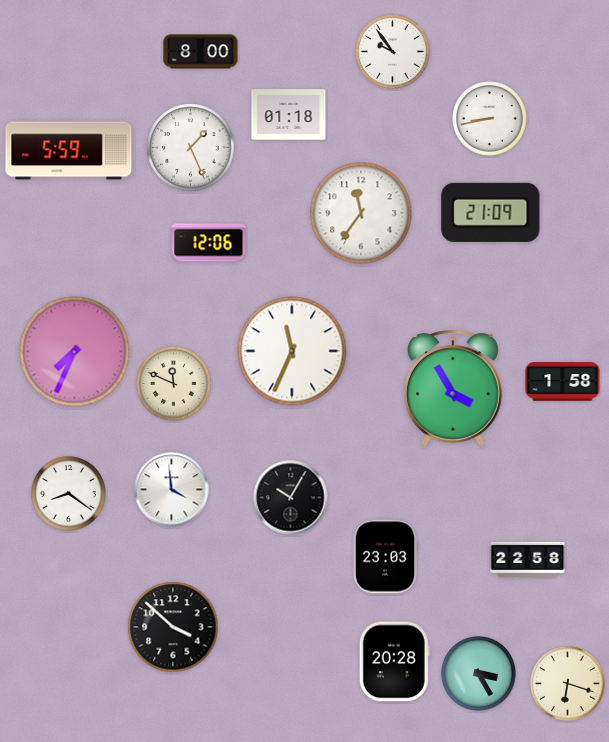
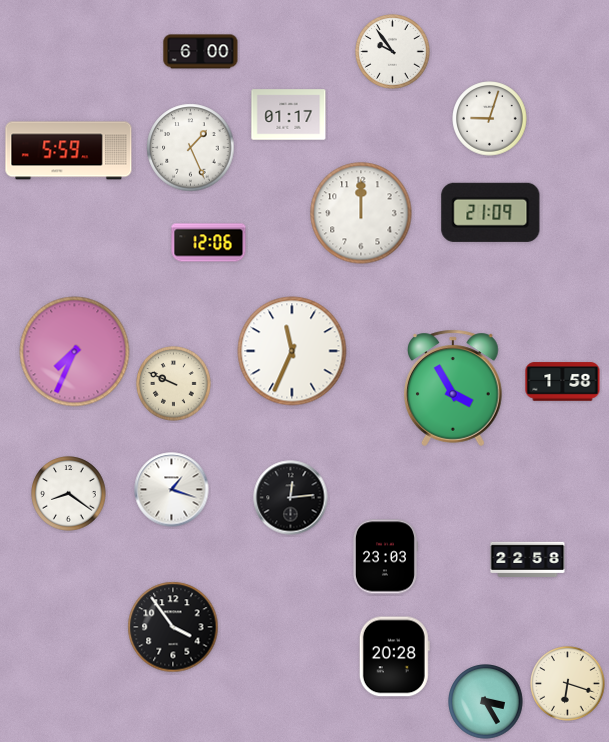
clock at (201, 52): 8:00 -> 6:00
clock at (289, 115): 01:18 -> 01:17
clock at (490, 119): 8:43 -> 9:03
clock at (361, 213): 11:36 -> 12:00
clock at (174, 384): 11:49 -> 9:49
clock at (172, 490): 3:59 -> 1:18
clock at (291, 498): 10:05 -> 12:14
clock at (173, 627): 3:52 -> 3:54
clock at (394, 662) position: (394, 662) -> (394, 657)
clock at (479, 674) position: (479, 674) -> (486, 702)
